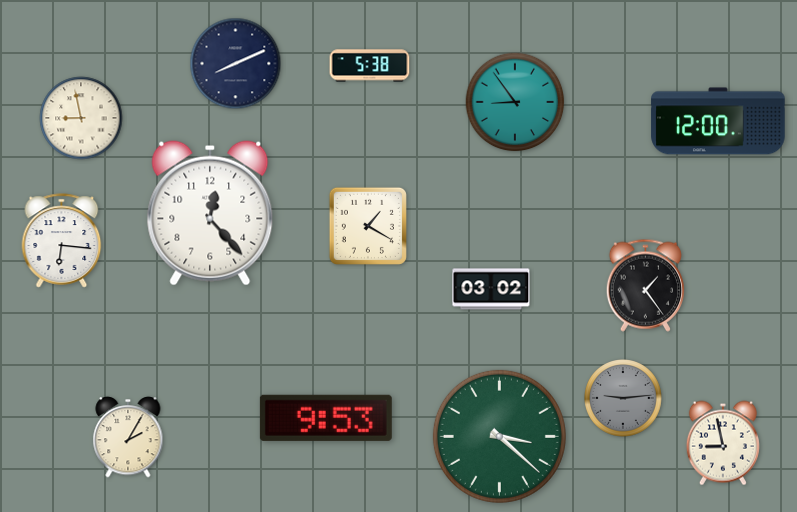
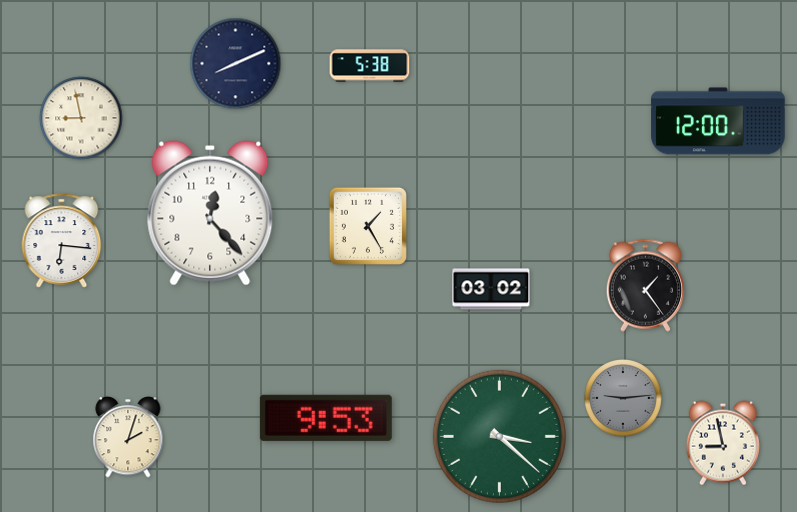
clock at (515, 102): 8:54 -> none
clock at (368, 226): 1:20 -> 1:25
clock at (128, 437): 2:05 -> 2:03
